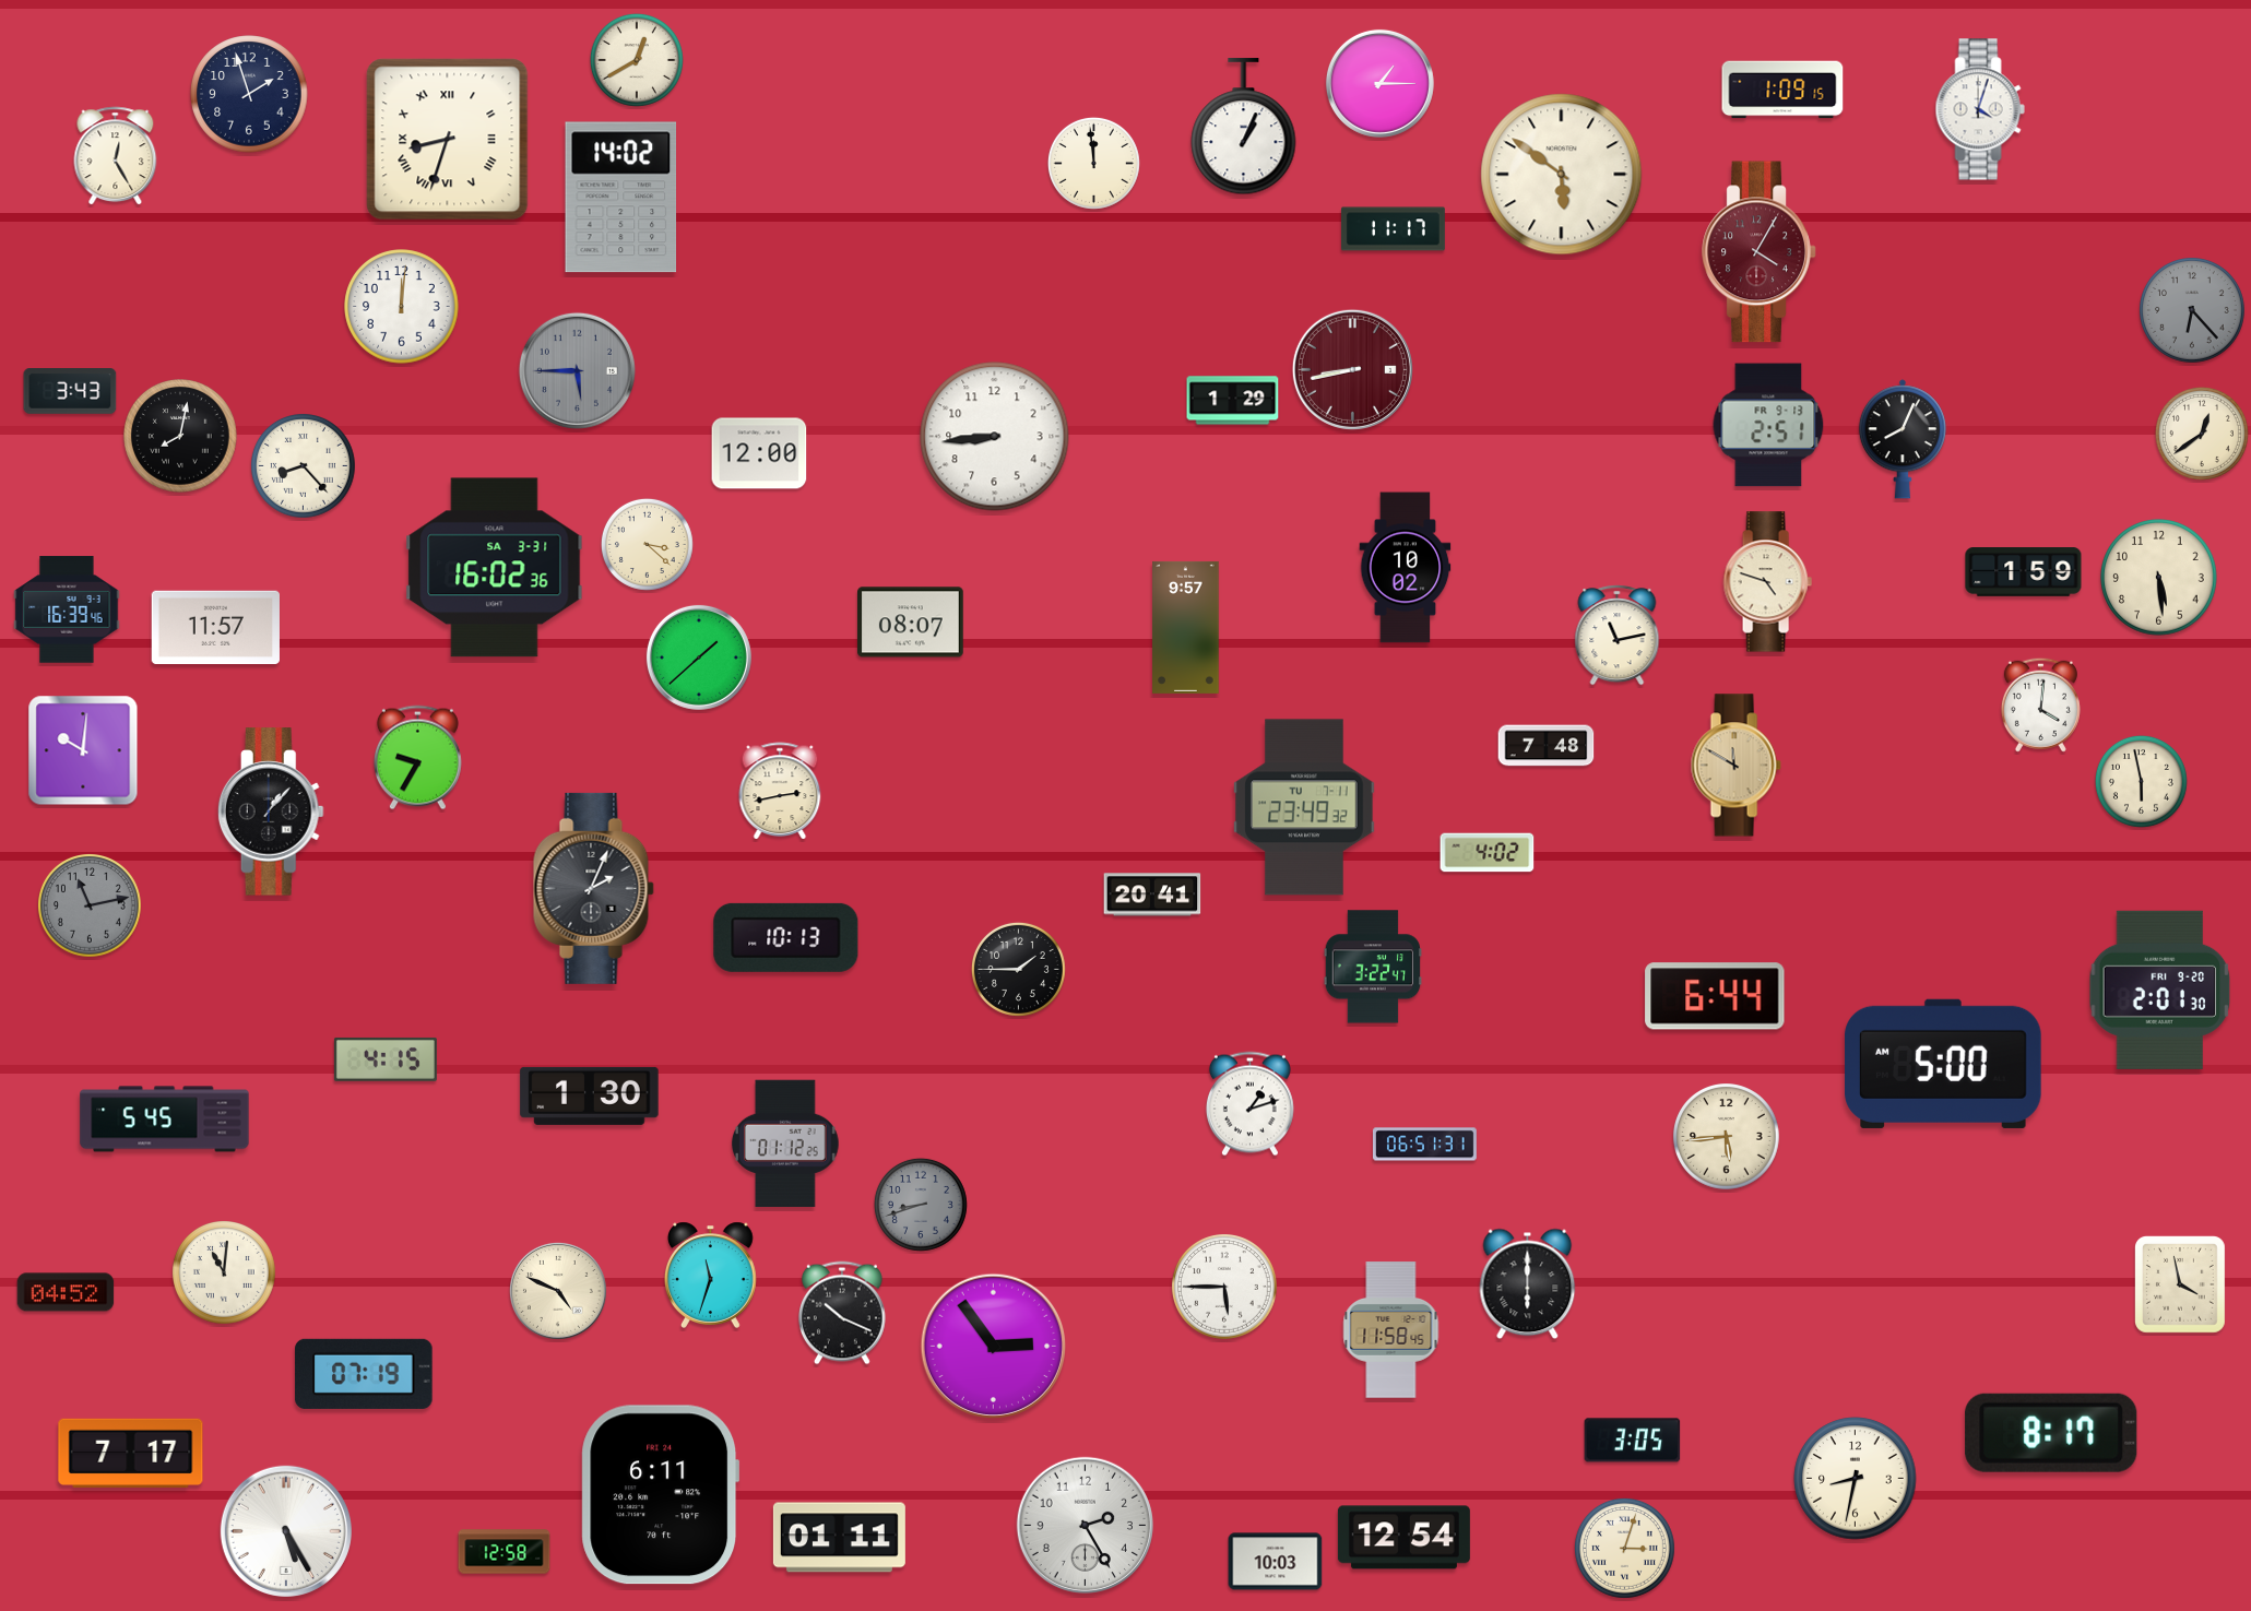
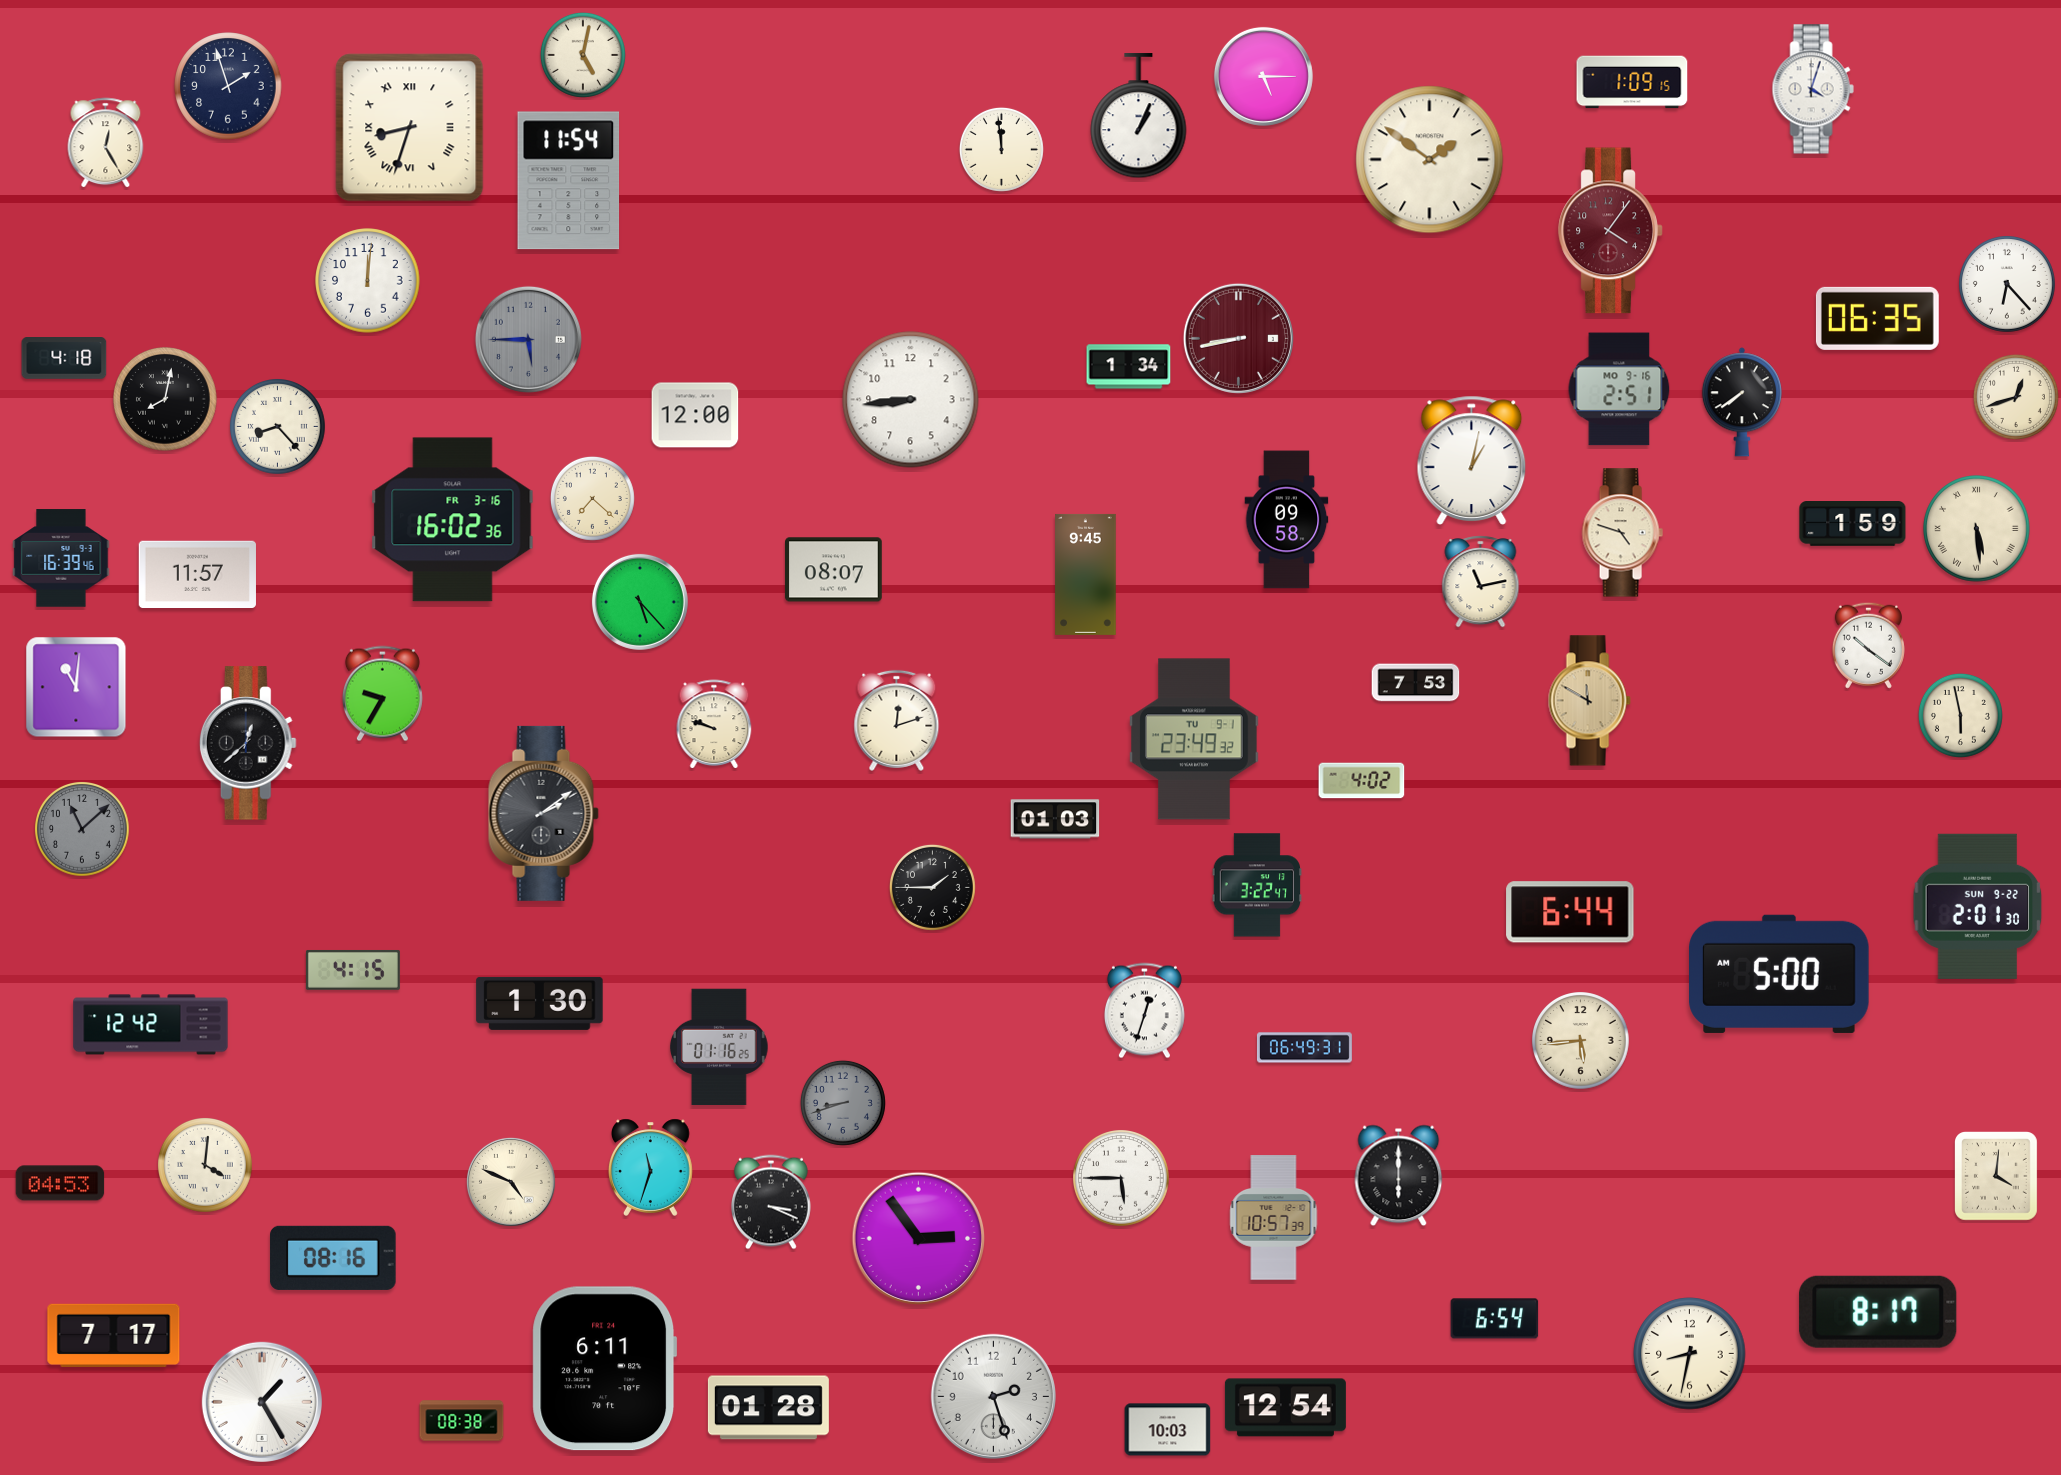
clock at (637, 60): 12:40 -> 5:02
clock at (1379, 83): 1:15 -> 5:15
clock at (1980, 109) position: (1980, 109) -> (1813, 89)
clock at (1562, 175): 5:51 -> 1:51
clock at (621, 198): 14:02 -> 11:54
clock at (1393, 229): 11:17 -> none
clock at (1760, 252): 4:05 -> 4:06
clock at (2193, 311) dial: grey -> white
clock at (1877, 318): none -> 06:35
clock at (70, 392): 3:43 -> 4:18
clock at (1233, 401): 1:29 -> 1:34
clock at (1768, 425) date: FR 9-13 -> MO 9-16
clock at (2202, 434): 12:39 -> 12:42
clock at (1903, 439): 8:04 -> 7:39
clock at (1472, 460): none -> 1:02
clock at (647, 544): 3:22 -> 7:22
clock at (495, 568) date: SA 3-31 -> FR 3-16
clock at (1406, 568): 10:02 -> 09:58
clock at (2159, 578) numerals: Arabic -> Roman
clock at (1767, 582) position: (1767, 582) -> (1622, 533)
clock at (1186, 627): 9:57 -> 9:45
clock at (699, 658): 1:38 -> 5:23
clock at (2040, 704): 4:01 -> 10:21
clock at (1547, 746): 7:48 -> 7:53
clock at (83, 750): 10:01 -> 11:01
clock at (897, 720): none -> 12:12
clock at (780, 791): 2:43 -> 9:48
clock at (1304, 807) date: TU 7-11 -> TU 9-1
clock at (271, 812): 1:07 -> 12:38
clock at (593, 888): 2:04 -> 2:09
clock at (1152, 895): 20:41 -> 01:03
clock at (91, 907): 11:13 -> 11:08
clock at (786, 937): 10:13 -> none
clock at (2160, 990) date: FRI 9-20 -> SUN 9-22
clock at (1249, 1104): 1:12 -> 12:33
clock at (165, 1120): 5:45 -> 12:42
clock at (785, 1144): 01:12 -> 01:16
clock at (1424, 1145): 06:51 -> 06:49
clock at (225, 1274): 11:01 -> 4:01
clock at (2181, 1286): 3:58 -> 4:01
clock at (66, 1292): 04:52 -> 04:53
clock at (843, 1313): 10:19 -> 3:19
clock at (1391, 1330): 11:58 -> 10:57
clock at (993, 1346) position: (993, 1346) -> (918, 1238)
clock at (364, 1374): 07:19 -> 08:16
clock at (1633, 1441): 3:05 -> 6:54
clock at (131, 1453) position: (131, 1453) -> (114, 1335)
clock at (1856, 1479) position: (1856, 1479) -> (1690, 1354)
clock at (1085, 1525): 2:25 -> 2:27
clock at (286, 1531): 5:25 -> 1:25
clock at (839, 1538): 01:11 -> 01:28
clock at (1624, 1548): 3:03 -> none
clock at (505, 1552): 12:58 -> 08:38
